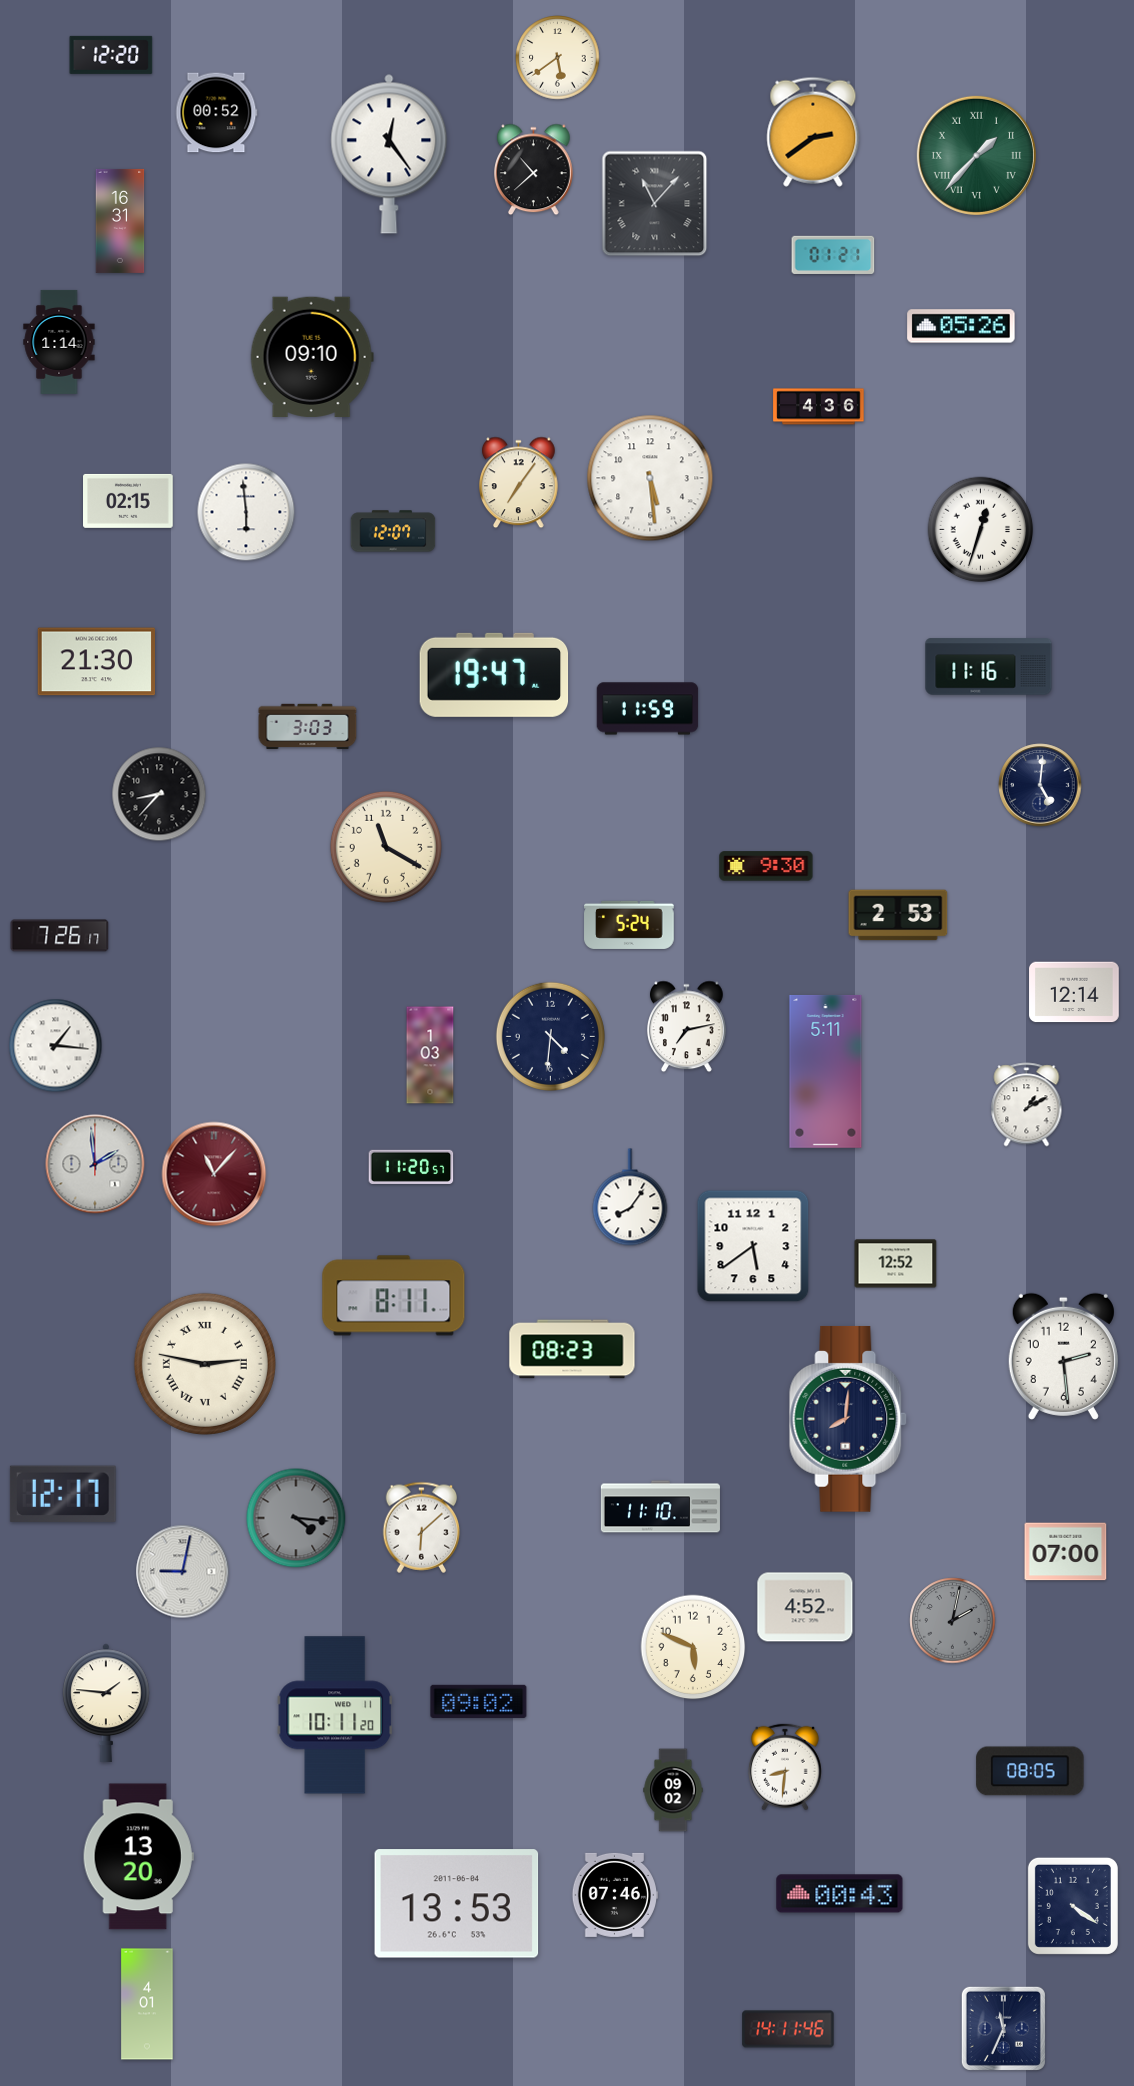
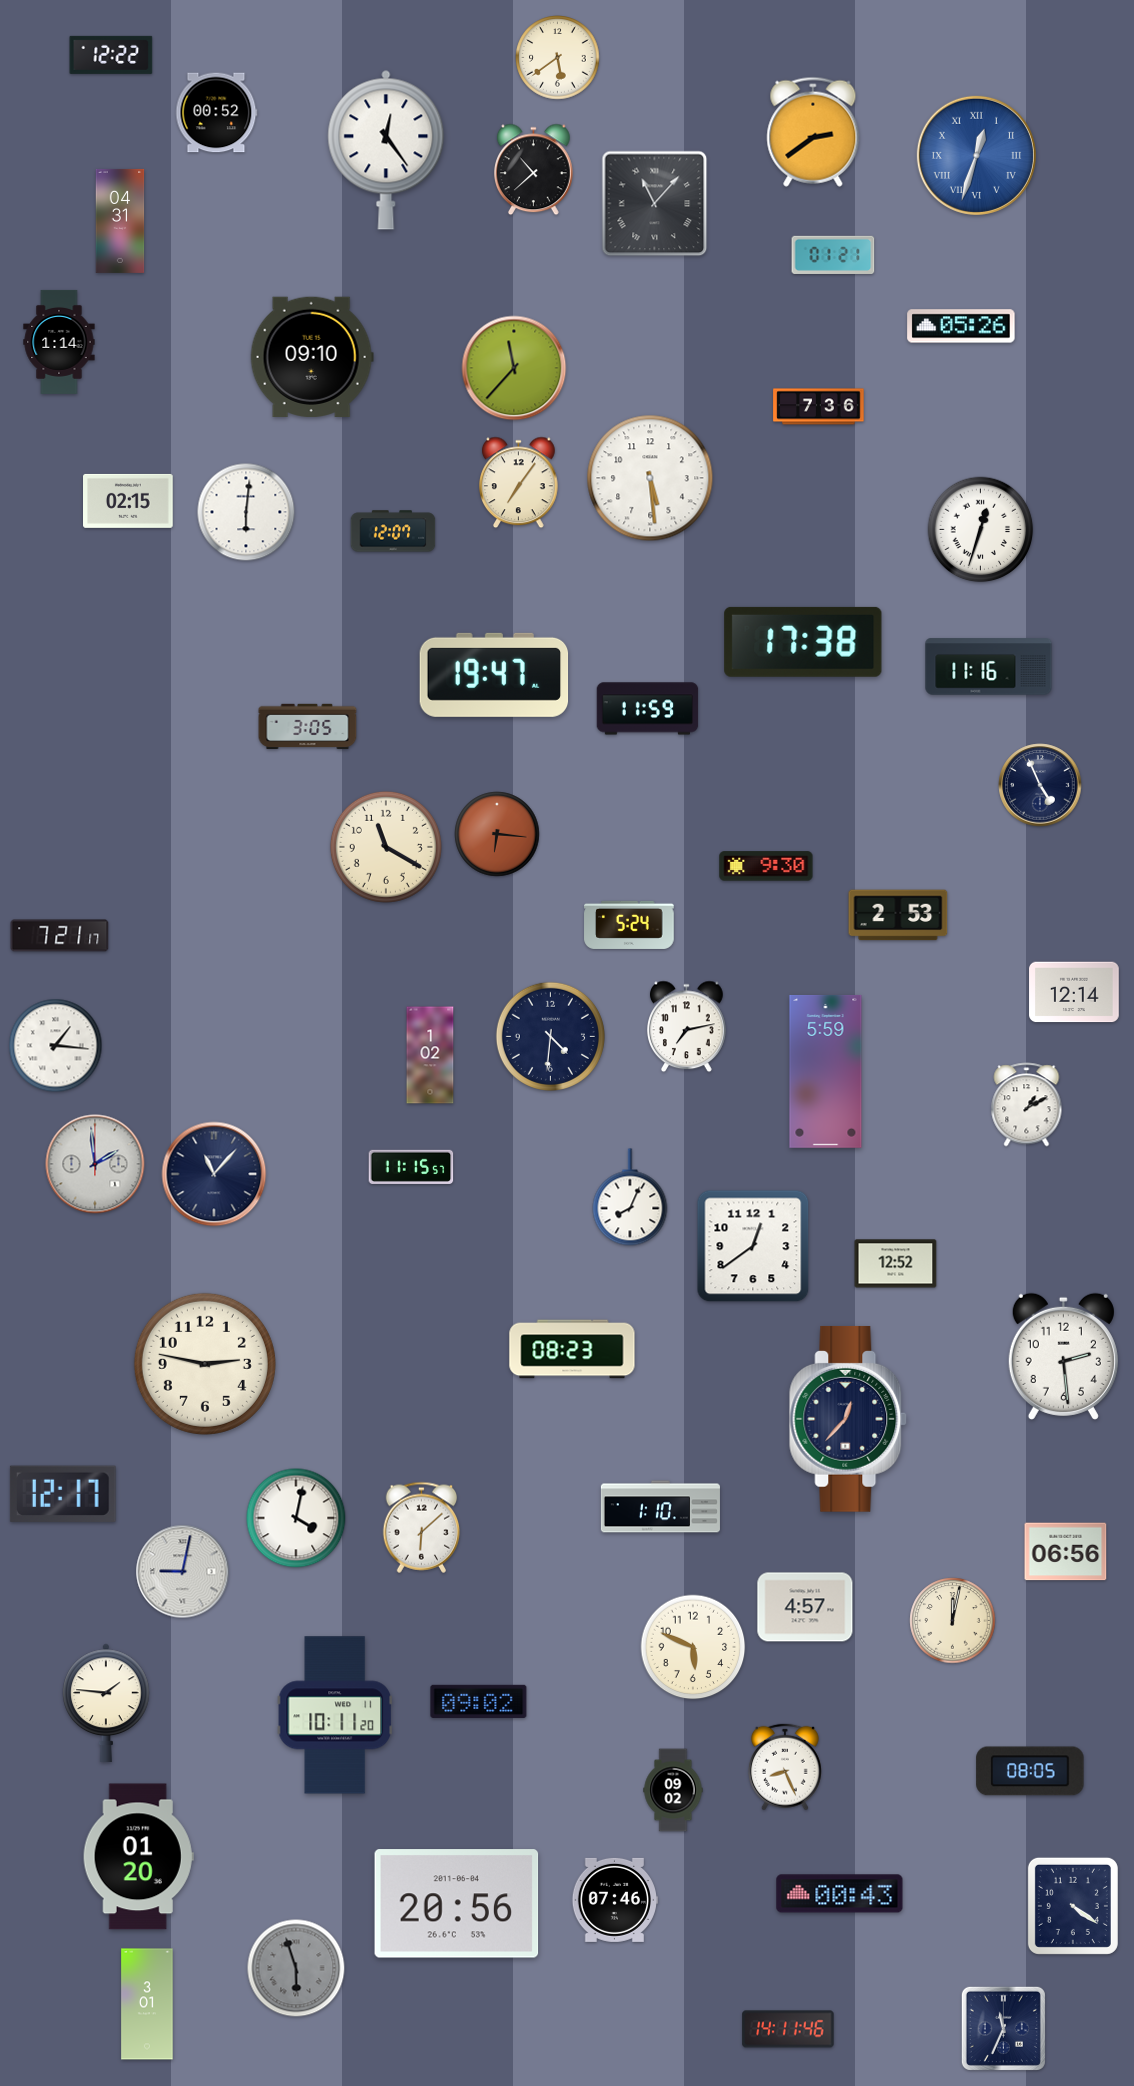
clock at (111, 55): 12:20 -> 12:22
clock at (389, 154) position: (389, 154) -> (386, 150)
clock at (976, 155): 1:37 -> 12:33
clock at (976, 155) dial: green -> blue
clock at (120, 221): 16:31 -> 04:31
clock at (514, 368): none -> 11:37
clock at (819, 407): 4:36 -> 7:36
clock at (246, 512): 5:59 -> 6:01
clock at (803, 642): none -> 17:38
clock at (96, 662): 21:30 -> none
clock at (308, 727): 3:03 -> 3:05
clock at (1040, 785): 5:01 -> 4:56
clock at (159, 794): 8:37 -> none
clock at (497, 834): none -> 6:16
clock at (60, 936): 7:26 -> 7:21
clock at (430, 1055): 1:03 -> 1:02
clock at (826, 1071): 5:11 -> 5:59
clock at (411, 1167): 11:20 -> 11:15
clock at (214, 1174) dial: burgundy -> navy
clock at (630, 1197): 8:06 -> 8:04
clock at (753, 1246): 5:39 -> 12:39
clock at (394, 1296): 8:11 -> none
clock at (205, 1364) numerals: Roman -> Arabic
clock at (849, 1419): 8:01 -> 12:37
clock at (660, 1507): 11:10 -> 1:10
clock at (296, 1518): 4:16 -> 4:02
clock at (296, 1518) dial: grey -> white
clock at (1066, 1552): 07:00 -> 06:56
clock at (805, 1607): 4:52 -> 4:57
clock at (953, 1621): 2:02 -> 12:02
clock at (953, 1621) dial: grey -> cream
clock at (785, 1767): 8:31 -> 8:26
clock at (138, 1857): 13:20 -> 01:20
clock at (614, 1895) position: (614, 1895) -> (614, 1900)
clock at (457, 1904): 13:53 -> 20:56
clock at (296, 1968): none -> 5:57
clock at (147, 2004): 4:01 -> 3:01
